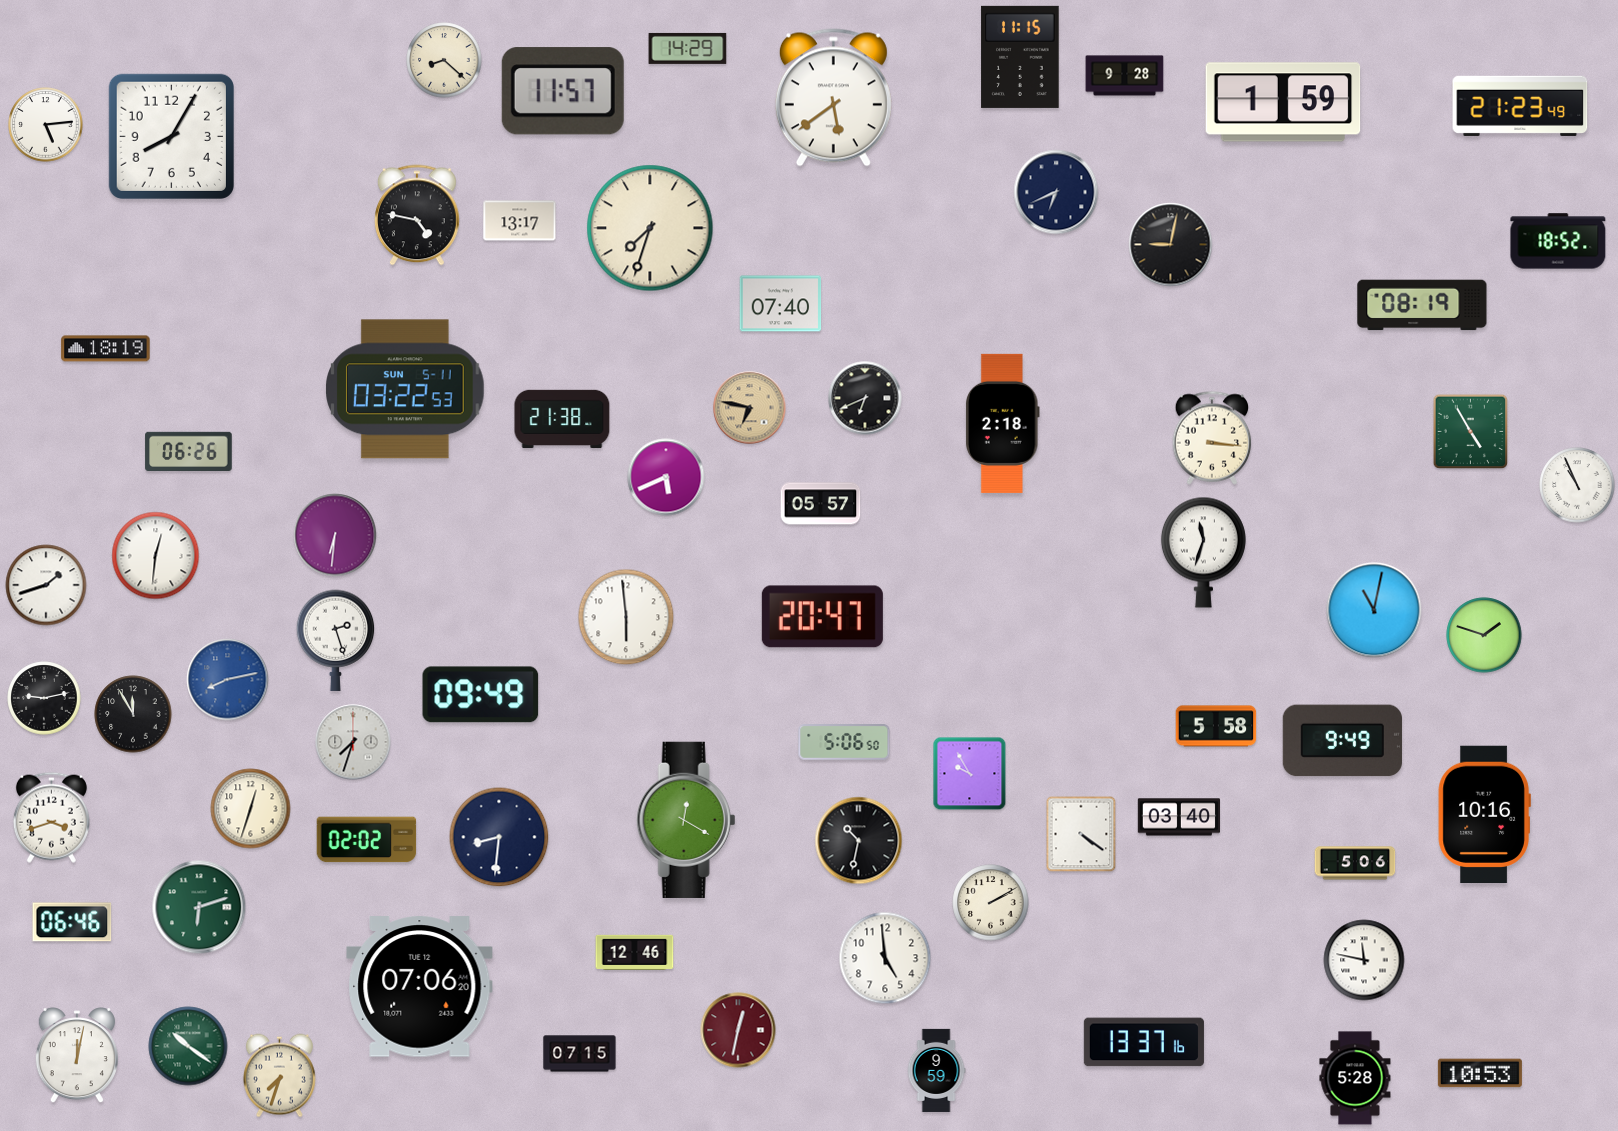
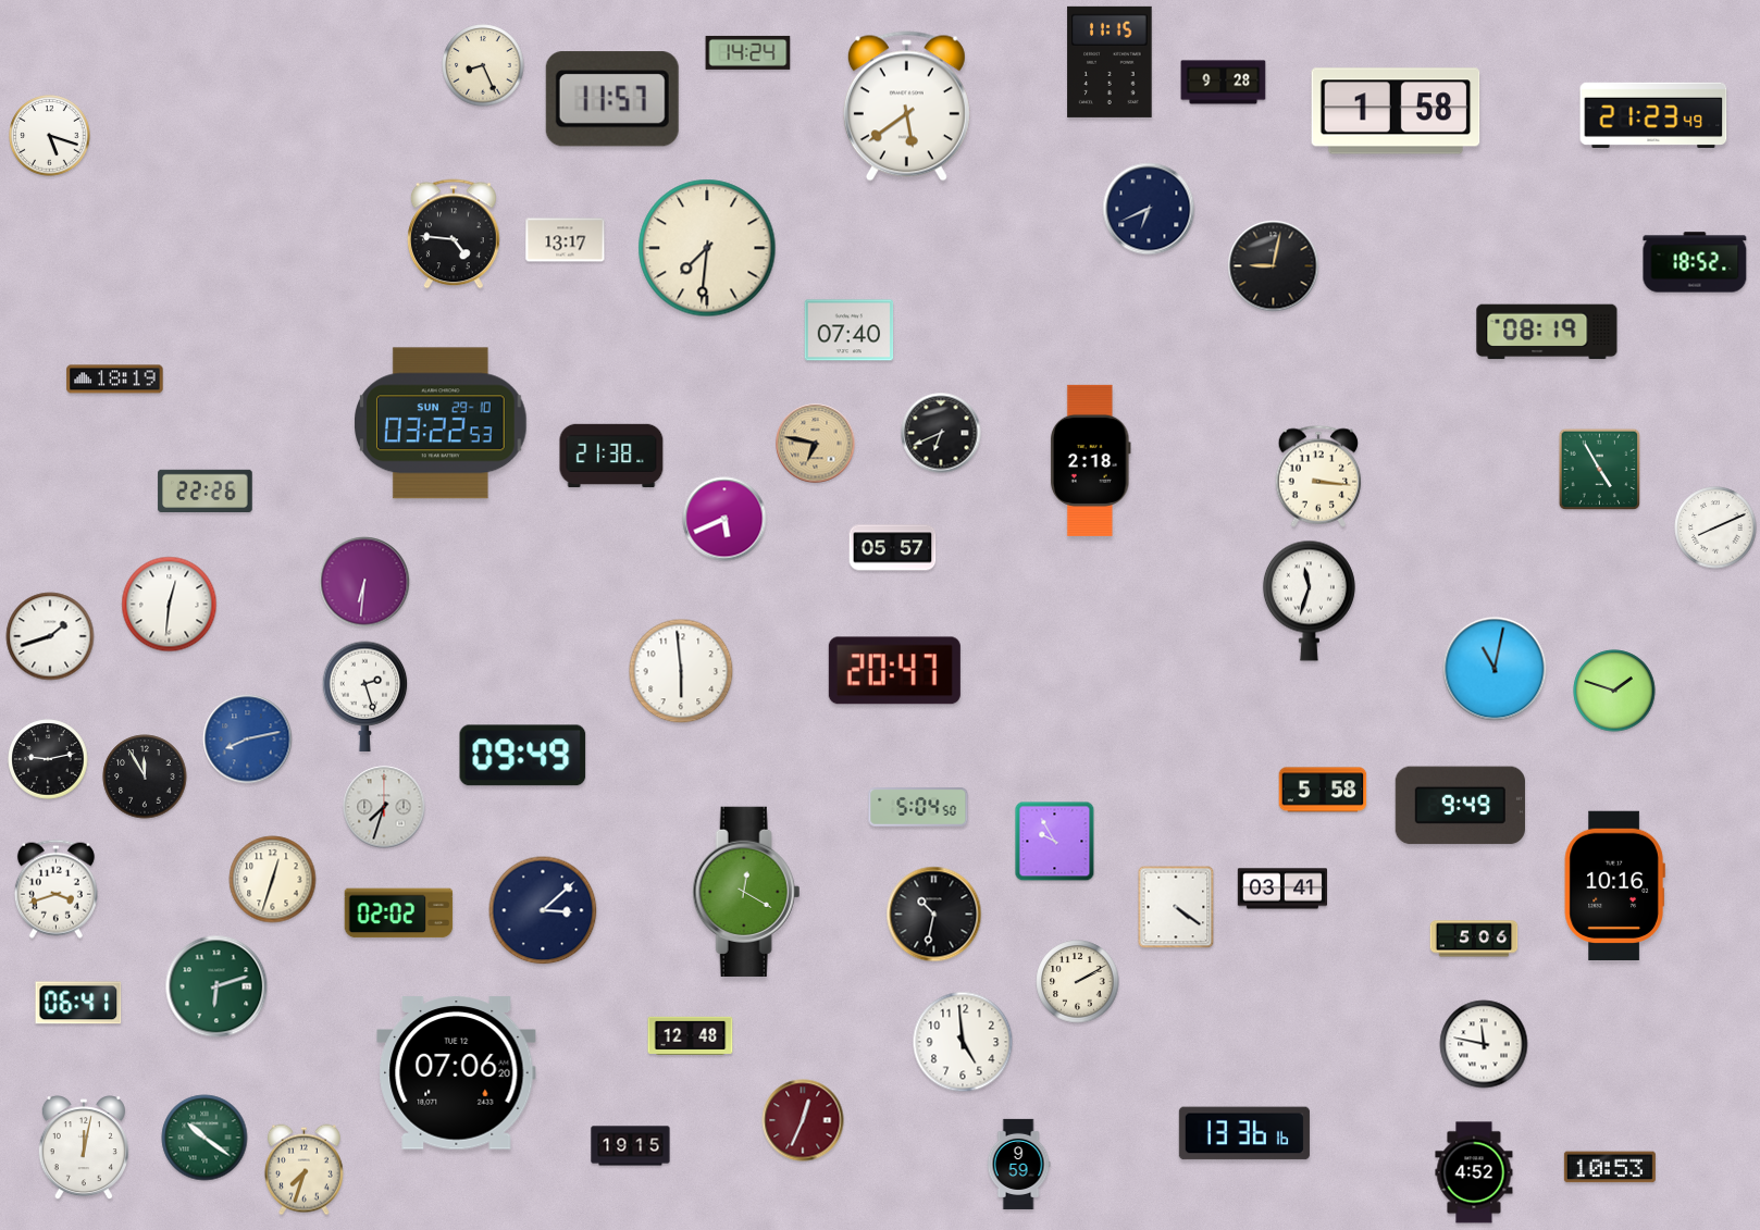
clock at (688, 48): 14:29 -> 14:24
clock at (444, 60): 8:22 -> 8:26
clock at (1283, 102): 1:59 -> 1:58
clock at (46, 125): 5:14 -> 5:18
clock at (171, 136): 8:05 -> none
clock at (417, 215): 4:47 -> 4:46
clock at (650, 228): 7:33 -> 7:31
clock at (406, 389) date: SUN 5-11 -> SUN 29-10
clock at (189, 451): 06:26 -> 22:26
clock at (1577, 485): 10:56 -> 8:11
clock at (1374, 610) position: (1374, 610) -> (1495, 669)
clock at (844, 743): 5:06 -> 5:04
clock at (1178, 817): 03:40 -> 03:41
clock at (499, 837): 8:31 -> 3:08
clock at (72, 922): 06:46 -> 06:41
clock at (635, 952): 12:46 -> 12:48
clock at (738, 1030): 12:32 -> 12:34
clock at (1144, 1042): 13:37 -> 13:36
clock at (580, 1054): 07:15 -> 19:15
clock at (1355, 1078): 5:28 -> 4:52
